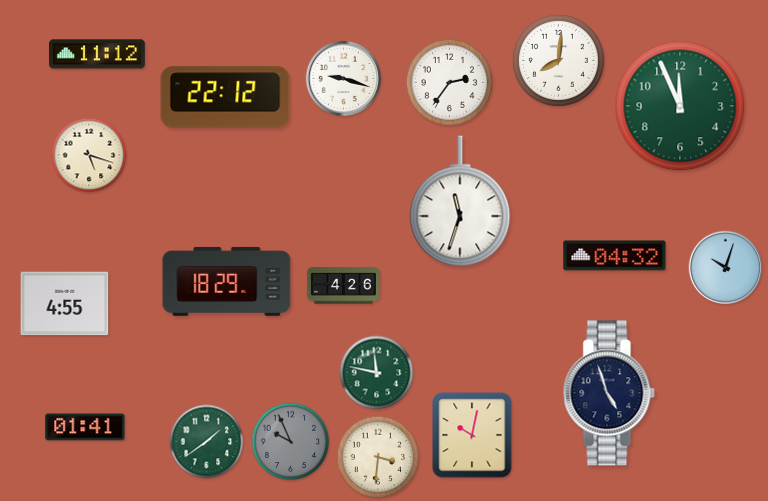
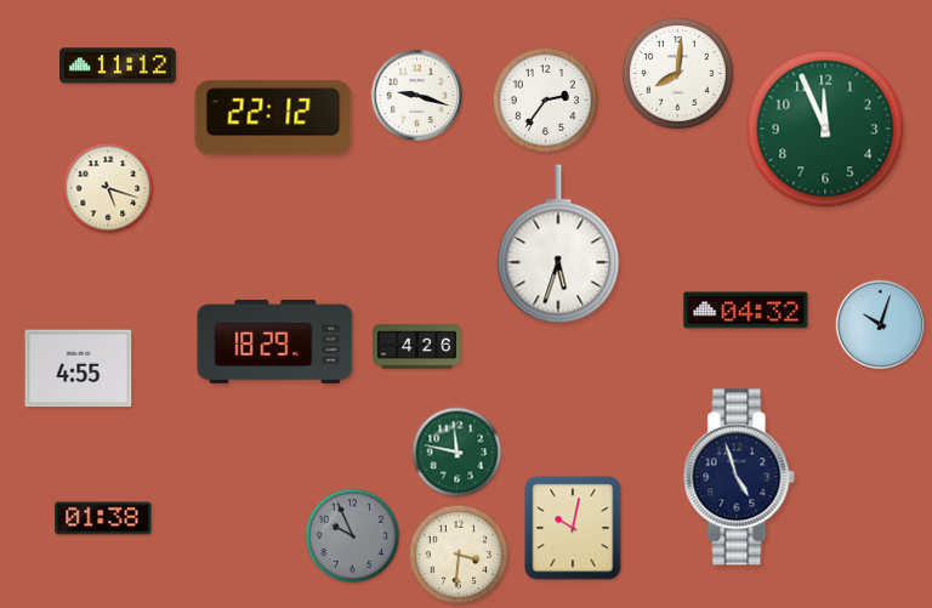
clock at (460, 201): 11:33 -> 5:33
clock at (85, 427): 01:41 -> 01:38
clock at (207, 442): 1:39 -> none
